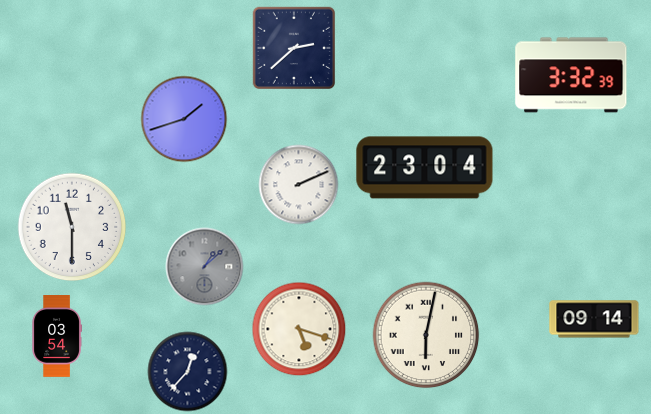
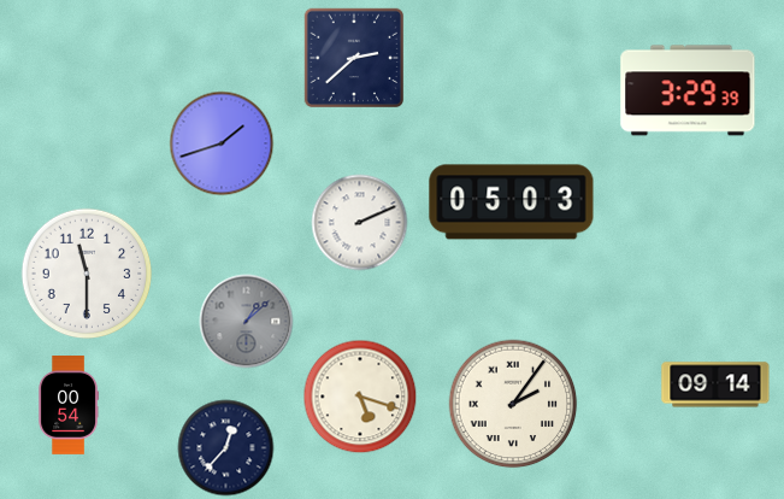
clock at (571, 75): 3:32 -> 3:29
clock at (425, 168): 23:04 -> 05:03
clock at (426, 335): 6:02 -> 2:06
clock at (57, 337): 03:54 -> 00:54
